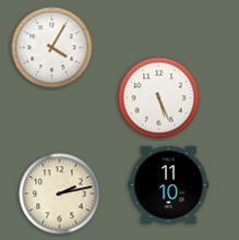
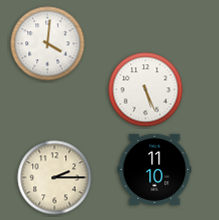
clock at (52, 48): 4:05 -> 4:01
clock at (60, 194): 2:13 -> 2:15
